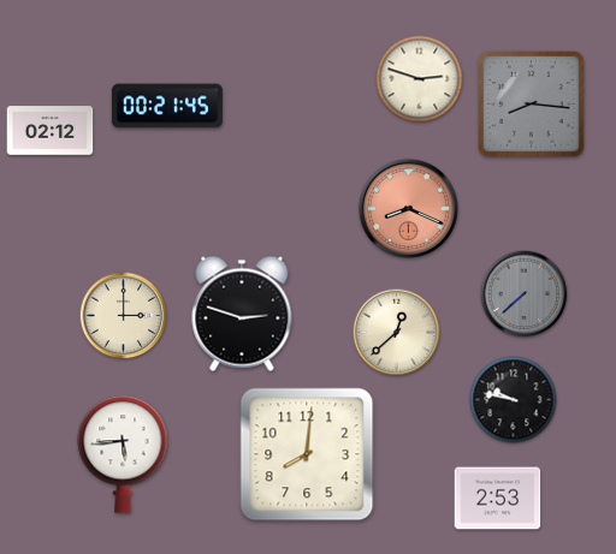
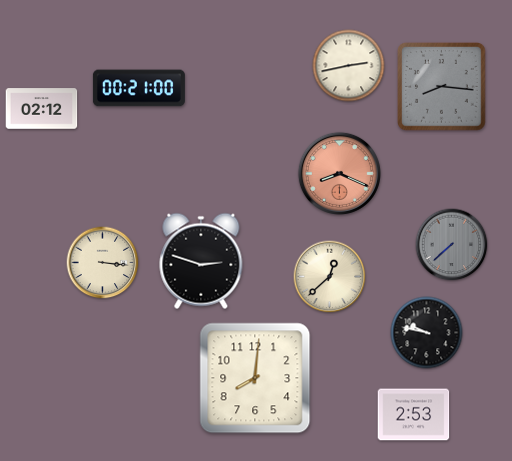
clock at (420, 79): 2:48 -> 2:43
clock at (167, 106): 00:21:45 -> 00:21:00
clock at (525, 294) position: (525, 294) -> (452, 245)
clock at (124, 316): 3:00 -> 3:16
clock at (123, 454): 5:44 -> none
